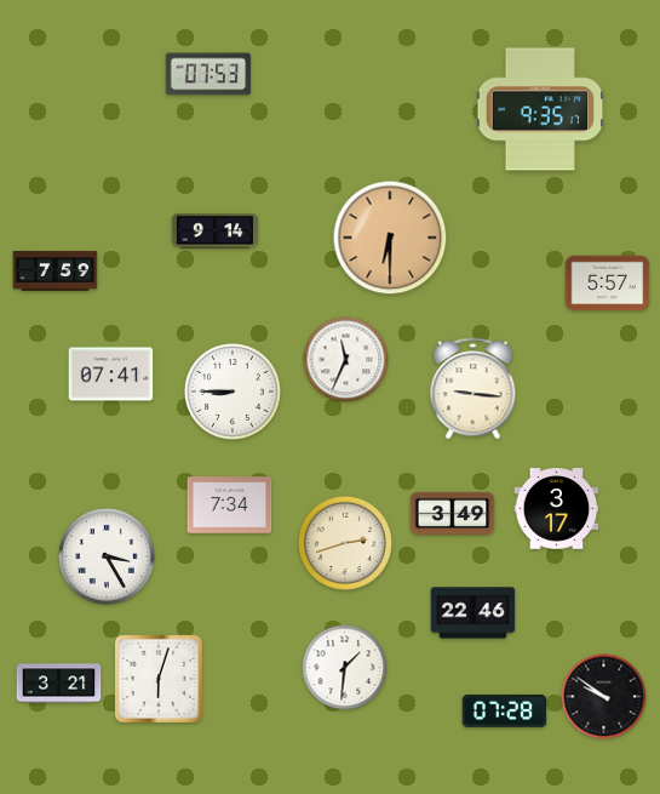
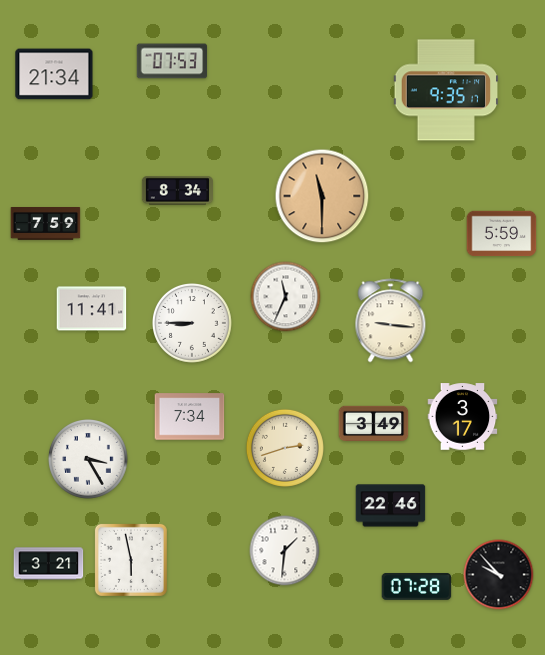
clock at (54, 74): none -> 21:34
clock at (214, 232): 9:14 -> 8:34
clock at (390, 238): 6:30 -> 11:30
clock at (608, 284): 5:57 -> 5:59
clock at (111, 375): 07:41 -> 11:41
clock at (557, 509) position: (557, 509) -> (463, 417)
clock at (159, 679): 6:03 -> 5:58
clock at (604, 697): 9:51 -> 9:53
